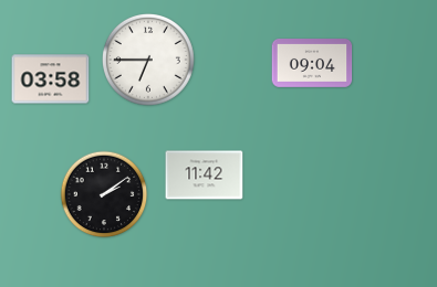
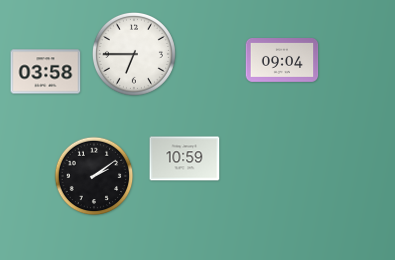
clock at (312, 64) position: (312, 64) -> (282, 61)
clock at (205, 176): 11:42 -> 10:59
